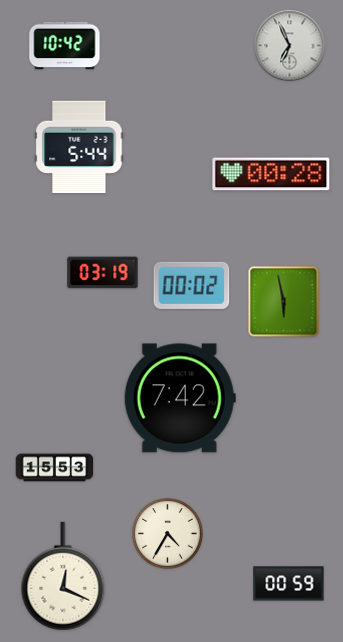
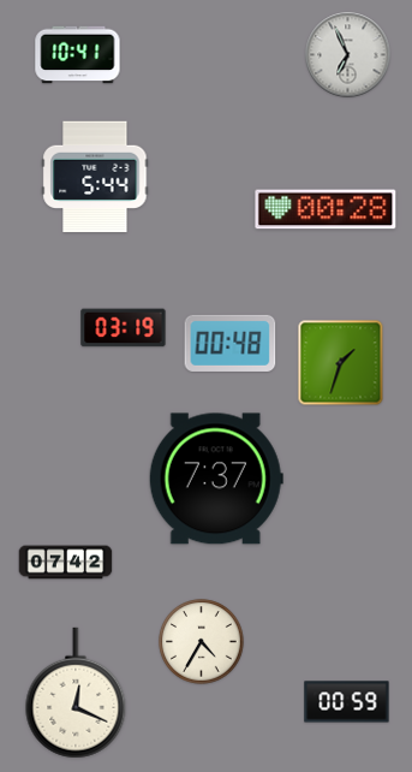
clock at (65, 46): 10:42 -> 10:41
clock at (192, 285): 00:02 -> 00:48
clock at (284, 302): 5:58 -> 1:33
clock at (180, 398): 7:42 -> 7:37
clock at (55, 468): 15:53 -> 07:42
